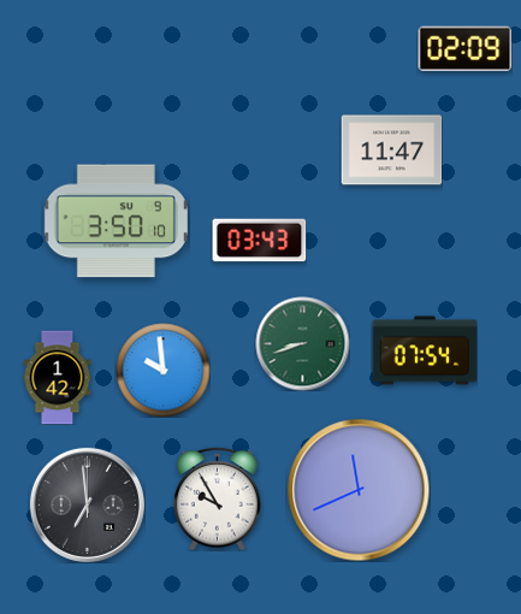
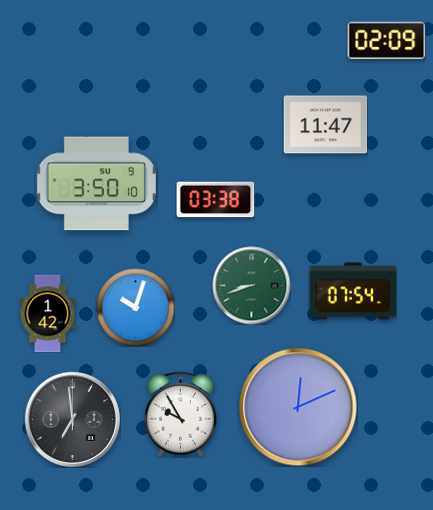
clock at (259, 241): 03:43 -> 03:38
clock at (162, 370): 9:59 -> 10:03
clock at (359, 490): 11:41 -> 12:11
